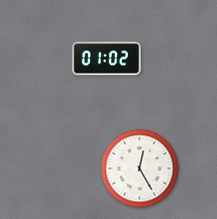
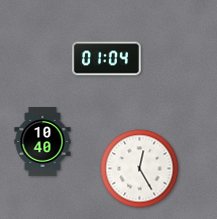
clock at (107, 59): 01:02 -> 01:04
clock at (43, 142): none -> 10:40
